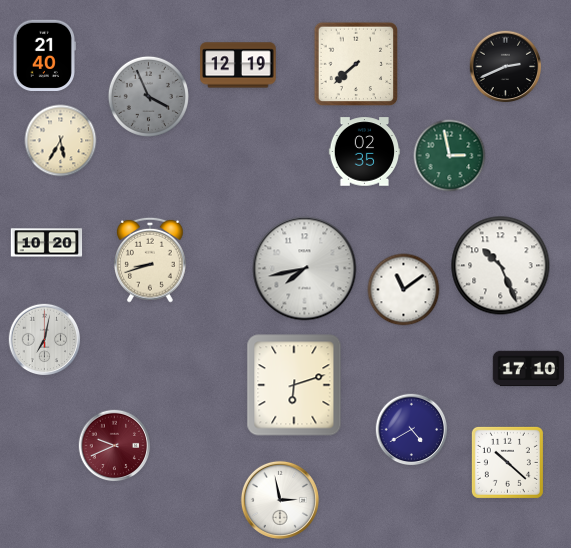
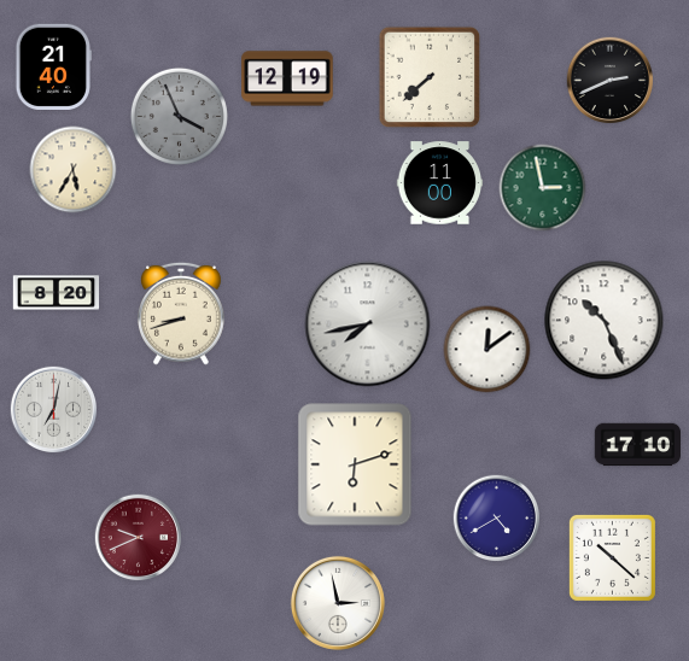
clock at (365, 152): 02:35 -> 11:00
clock at (47, 243): 10:20 -> 8:20
clock at (404, 290): 11:09 -> 12:09
